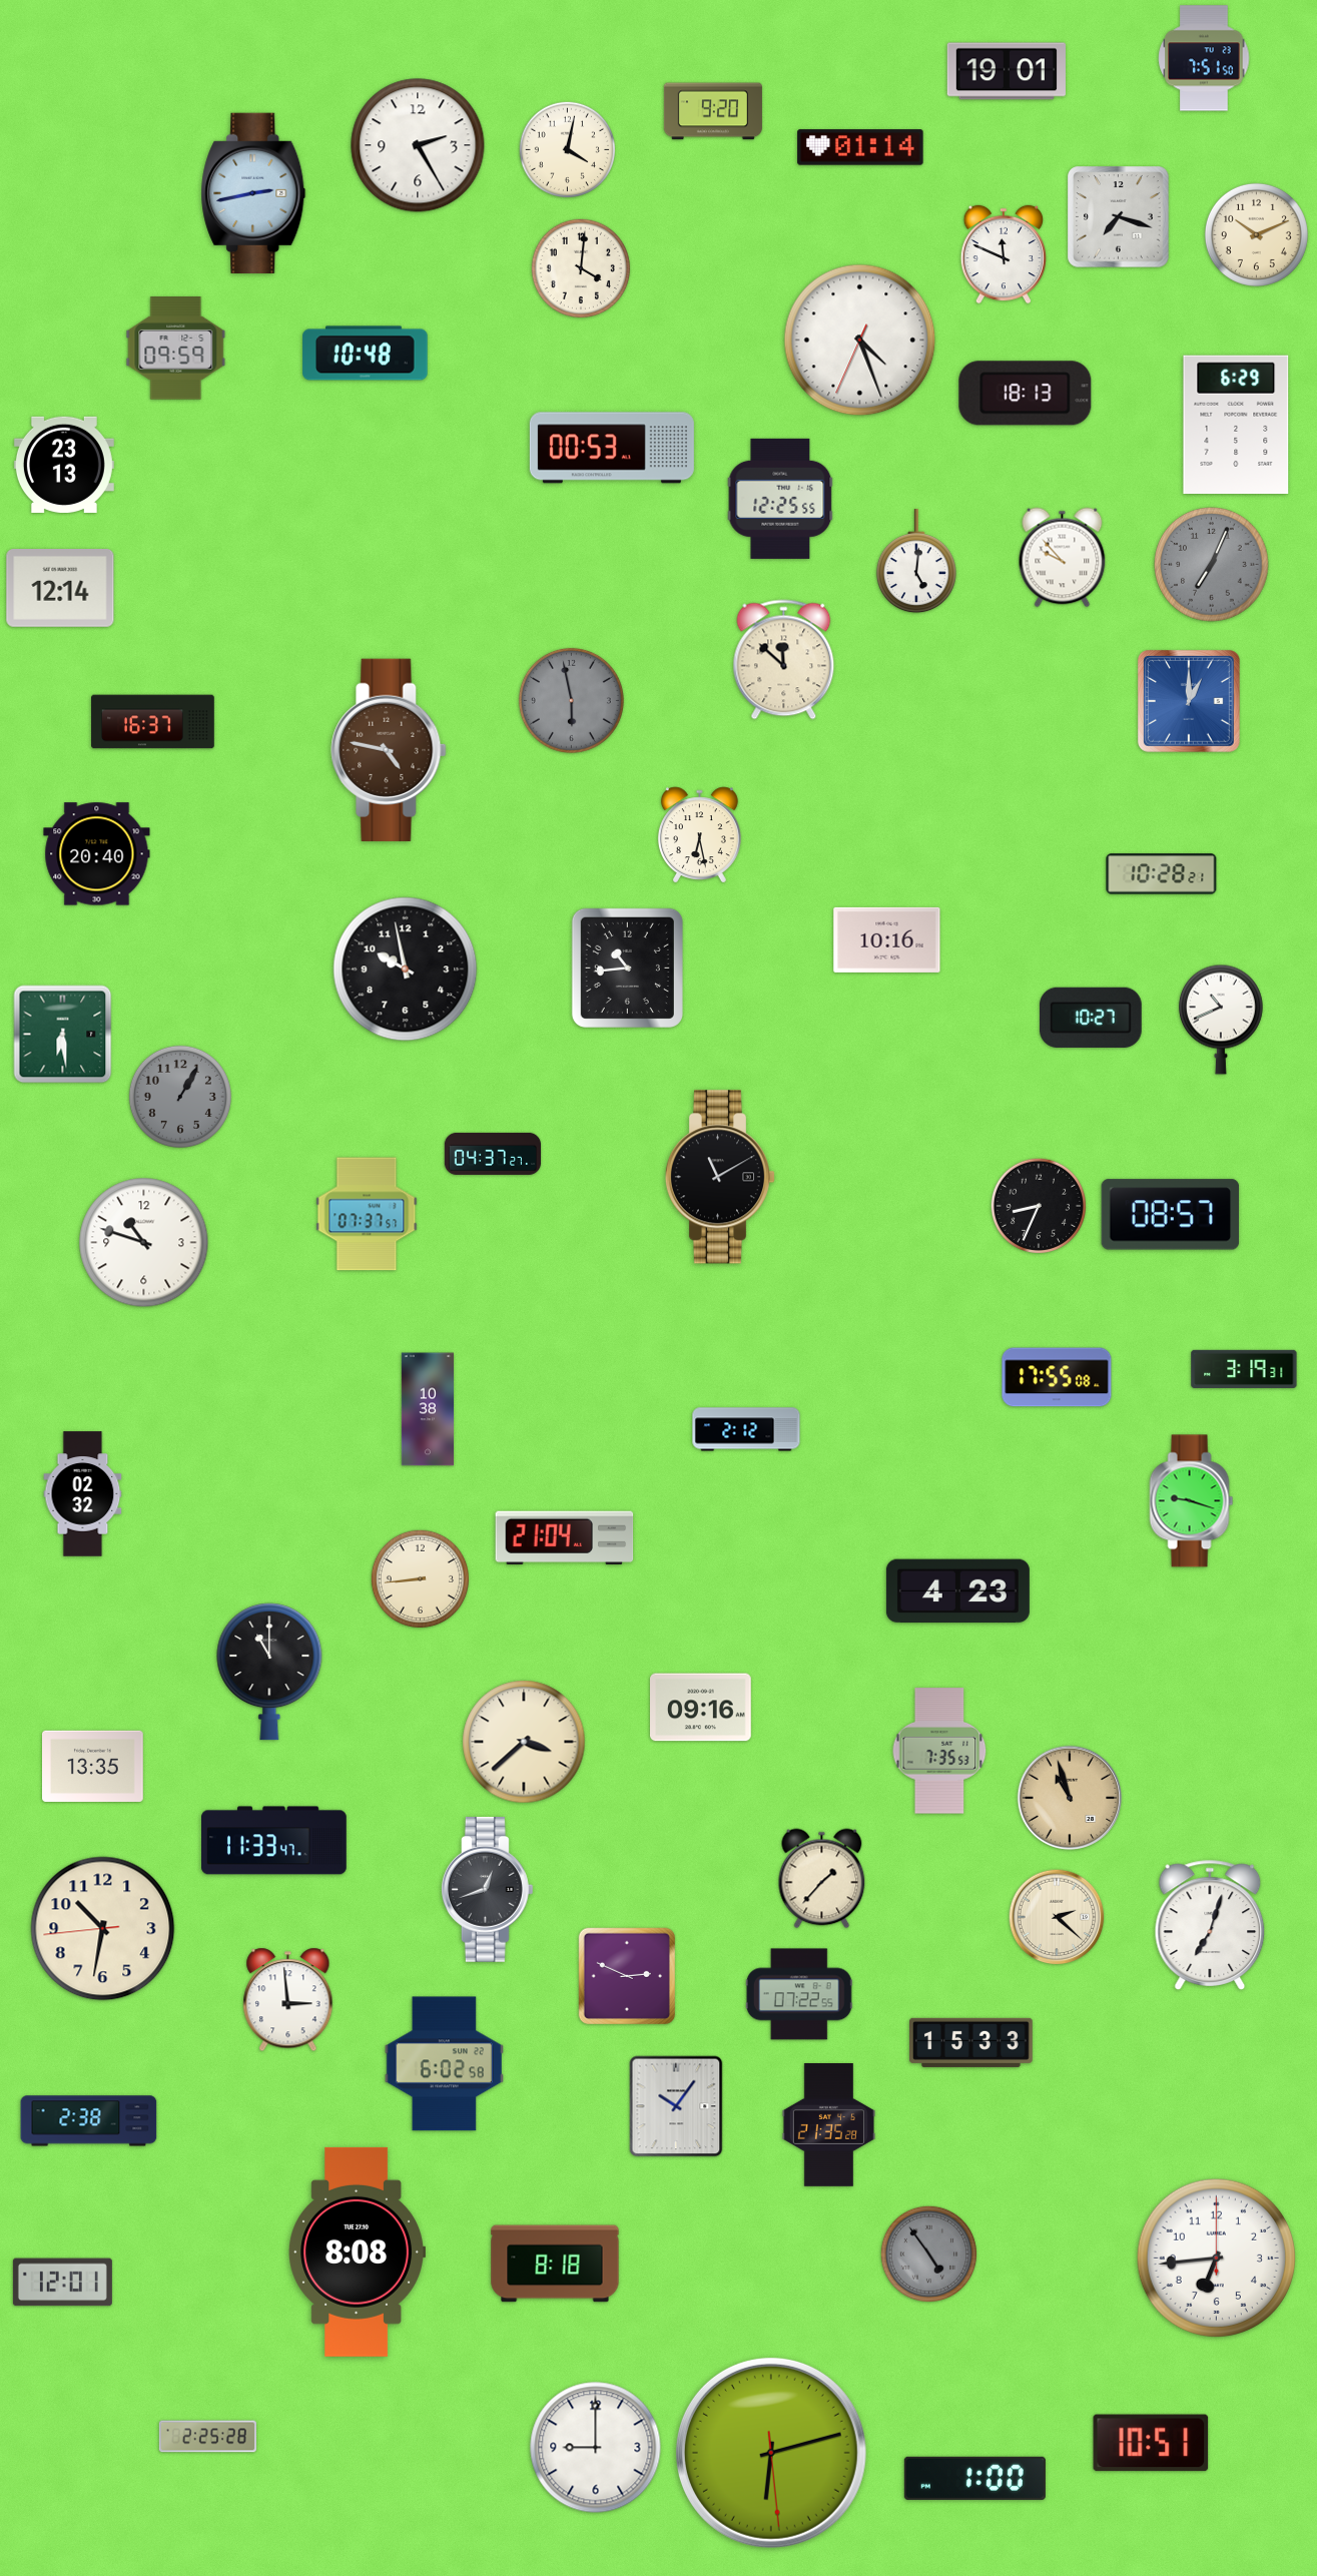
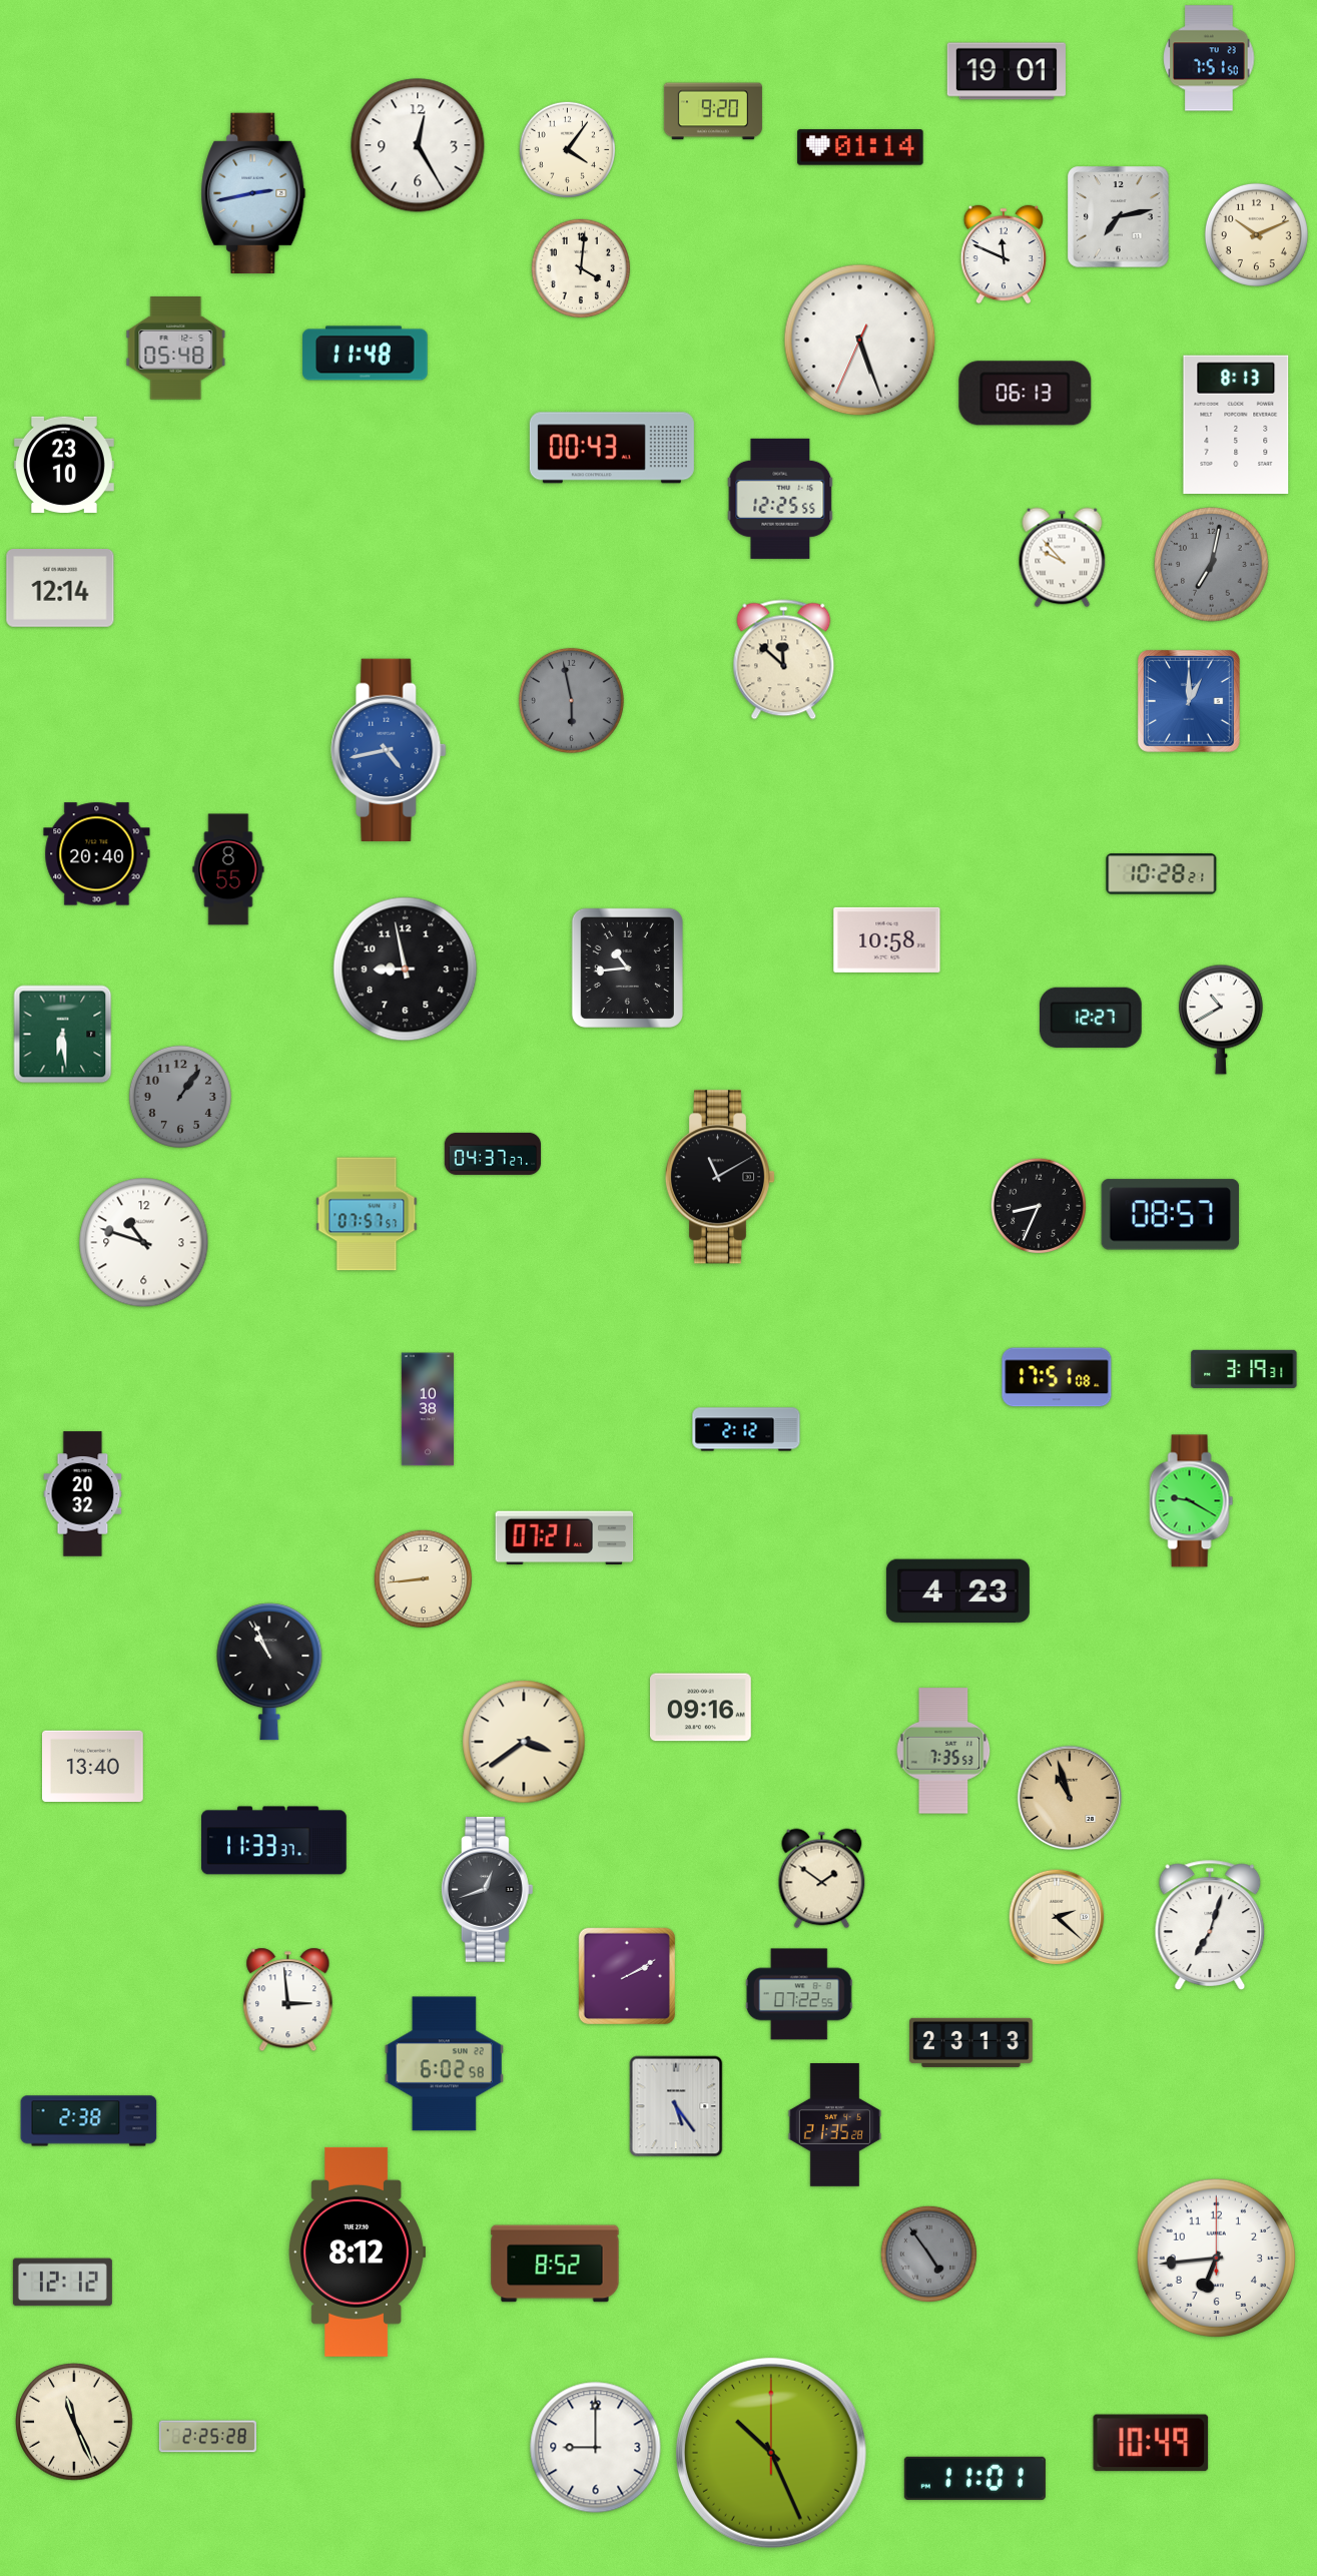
clock at (1204, 58) position: (1204, 58) -> (1209, 58)
clock at (418, 145): 2:25 -> 12:25
clock at (567, 149): 4:02 -> 4:06
clock at (1119, 217): 7:18 -> 7:13
clock at (860, 341): 4:26 -> 5:26
clock at (176, 349): 09:59 -> 05:48
clock at (366, 354): 10:48 -> 11:48
clock at (1026, 394): 18:13 -> 06:13
clock at (1236, 424): 6:29 -> 8:13
clock at (612, 448): 00:53 -> 00:43
clock at (64, 465): 23:13 -> 23:10
clock at (916, 562): 5:01 -> none
clock at (1212, 565): 7:04 -> 7:02
clock at (153, 722): 16:37 -> none
clock at (389, 750): 4:47 -> 4:43
clock at (389, 750) dial: brown -> blue
clock at (699, 834): 6:28 -> none
clock at (228, 869): none -> 8:55
clock at (887, 939): 10:16 -> 10:58
clock at (406, 970): 9:58 -> 8:58
clock at (1092, 1018): 10:27 -> 12:27
clock at (1221, 1020): 10:41 -> 10:40
clock at (180, 1097): 1:05 -> 1:06
clock at (367, 1214): 07:37 -> 07:57
clock at (1057, 1377): 17:55 -> 17:51
clock at (83, 1494): 02:32 -> 20:32
clock at (1192, 1501): 9:18 -> 9:20
clock at (565, 1538): 21:04 -> 07:21
clock at (420, 1578) position: (420, 1578) -> (423, 1578)
clock at (269, 1672): 11:00 -> 10:56
clock at (524, 1742): 3:38 -> 3:39
clock at (939, 1751) position: (939, 1751) -> (943, 1751)
clock at (93, 1766): 13:35 -> 13:40
clock at (274, 1841): 11:33:47 -> 11:33:37
clock at (822, 1879): 1:37 -> 1:51
clock at (103, 1929): 10:31 -> none
clock at (626, 1975): 2:49 -> 2:10
clock at (971, 2042): 15:33 -> 23:13
clock at (676, 2106): 10:06 -> 5:24
clock at (828, 2125) position: (828, 2125) -> (834, 2125)
clock at (357, 2251): 8:08 -> 8:12
clock at (555, 2264): 8:18 -> 8:52
clock at (62, 2283): 12:01 -> 12:12
clock at (74, 2422): none -> 11:26
clock at (1151, 2443): 10:51 -> 10:49
clock at (771, 2453): 6:12 -> 10:26
clock at (974, 2478): 1:00 -> 11:01
